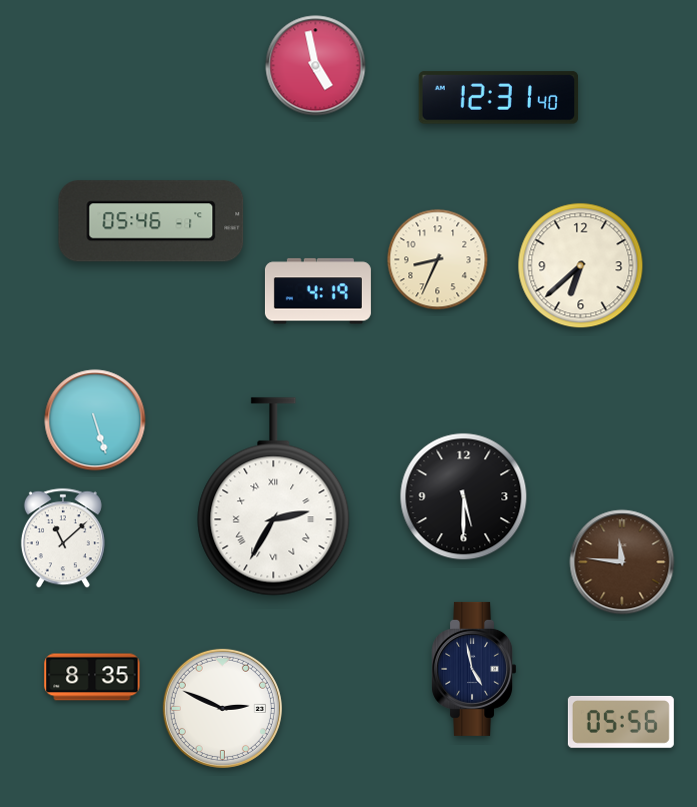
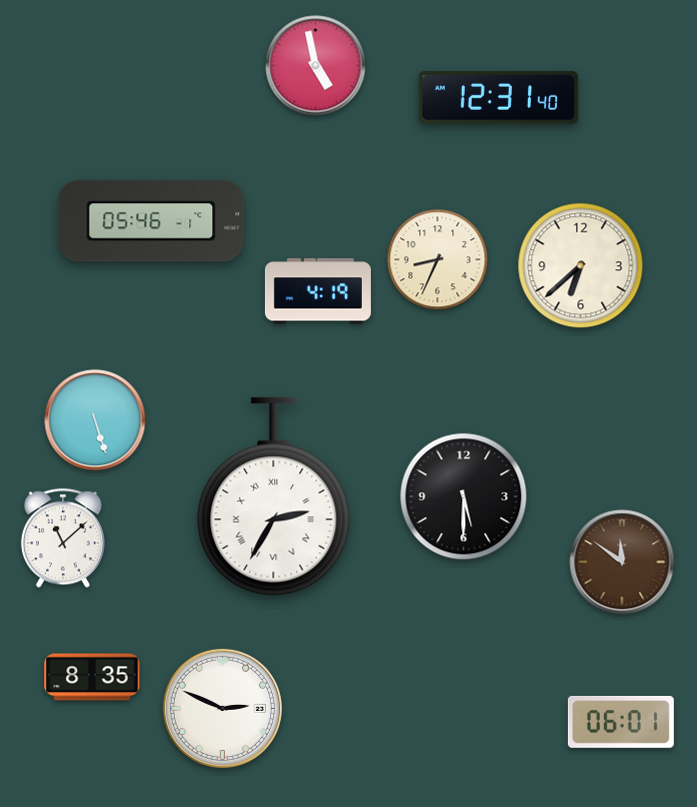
clock at (622, 562): 11:46 -> 11:51
clock at (474, 669): 4:58 -> none
clock at (621, 722): 05:56 -> 06:01
